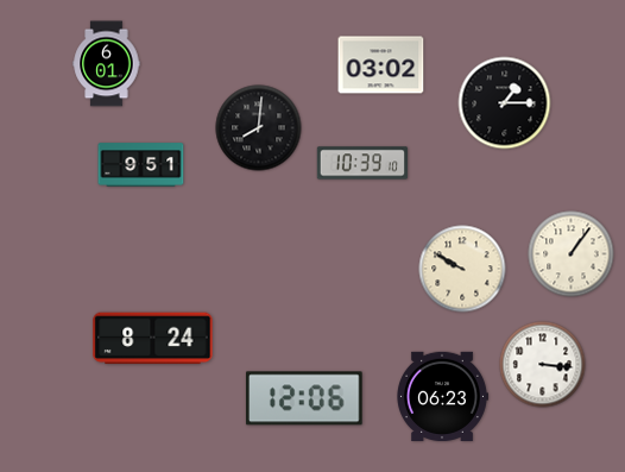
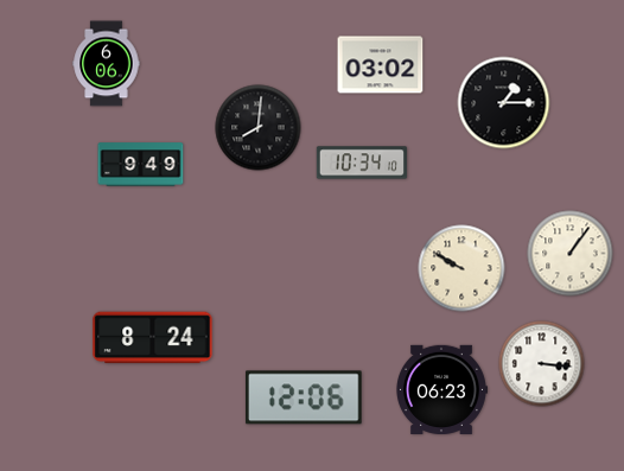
clock at (107, 64): 6:01 -> 6:06
clock at (362, 163): 10:39 -> 10:34
clock at (141, 165): 9:51 -> 9:49
clock at (443, 396) position: (443, 396) -> (442, 389)
